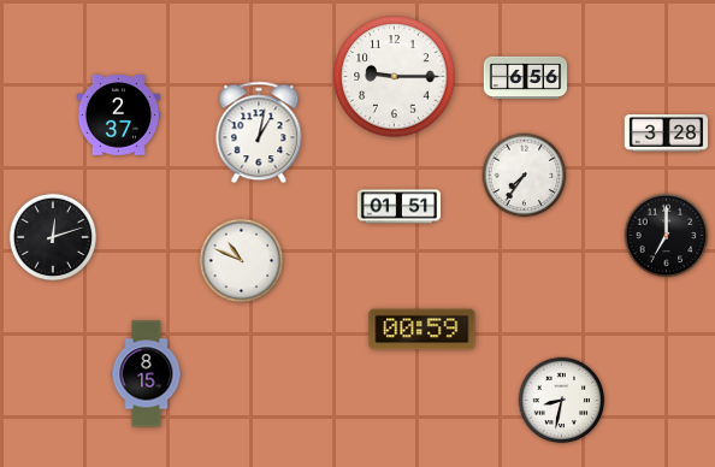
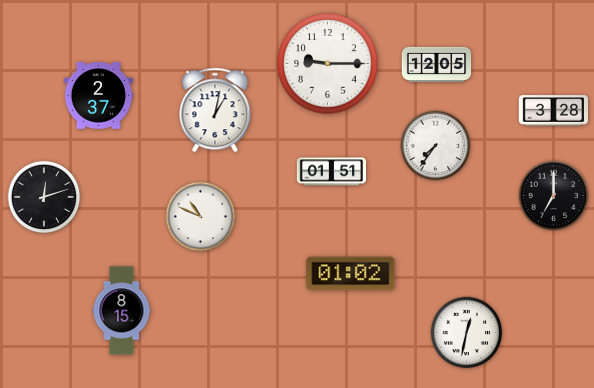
clock at (526, 77): 6:56 -> 12:05
clock at (422, 330): 00:59 -> 01:02
clock at (562, 401): 8:32 -> 12:32
